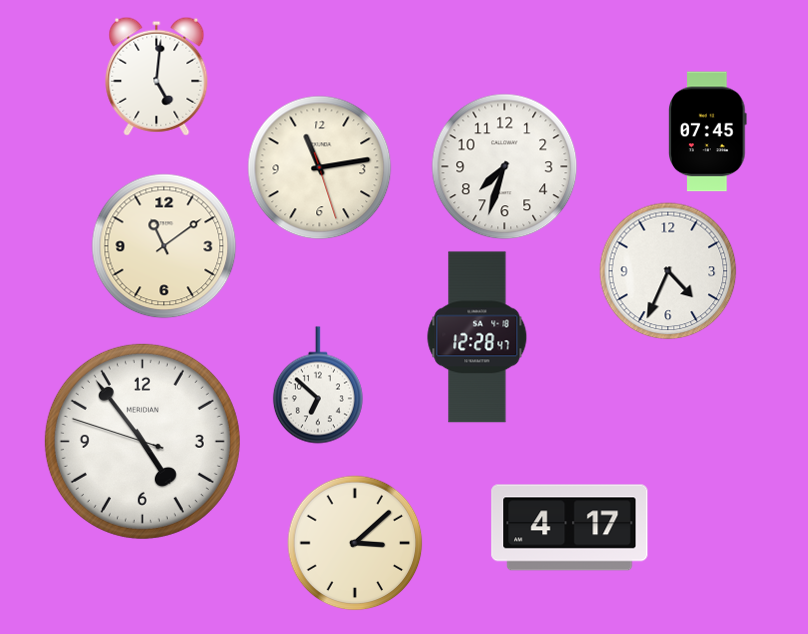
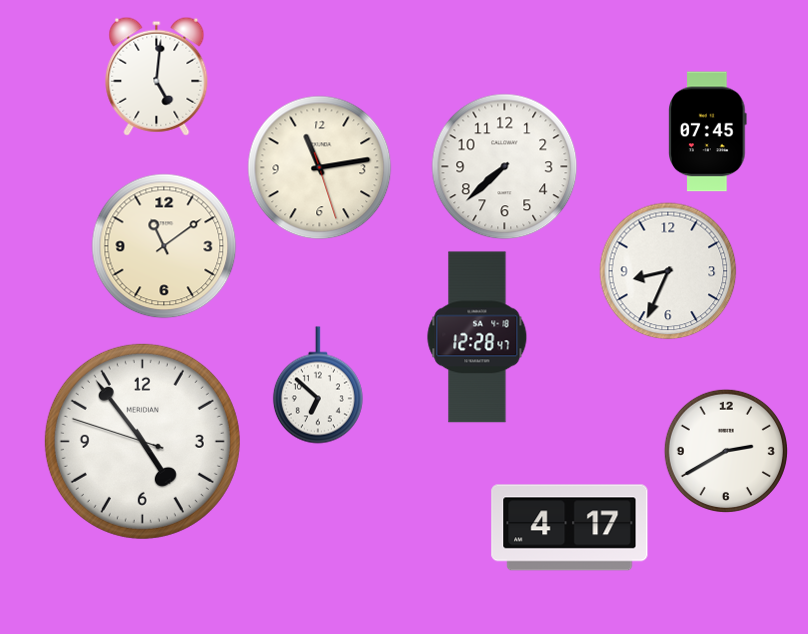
clock at (505, 167): 7:33 -> 7:38
clock at (668, 271): 4:34 -> 8:34
clock at (726, 451): none -> 2:40
clock at (355, 543): 3:08 -> none
